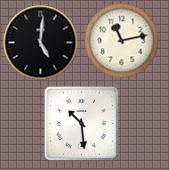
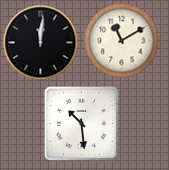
clock at (122, 41): 11:13 -> 11:10
clock at (41, 43): 5:01 -> 12:01
